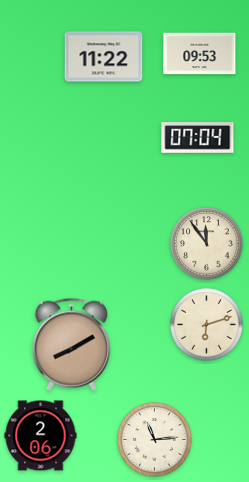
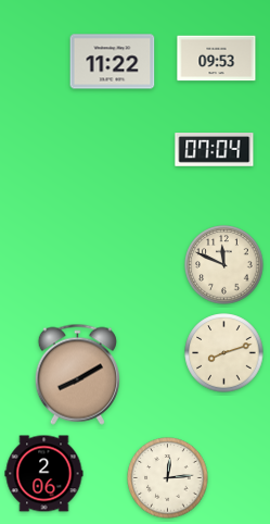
clock at (207, 244): 11:54 -> 11:49
clock at (207, 325): 6:12 -> 8:12
clock at (155, 440): 11:14 -> 12:14
